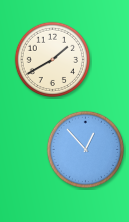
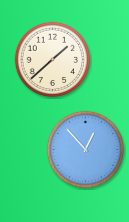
clock at (53, 60): 1:40 -> 1:38
